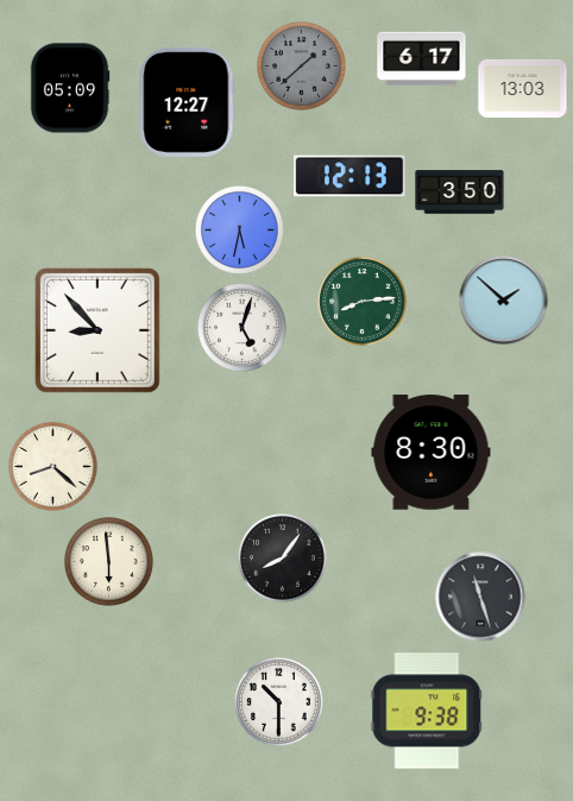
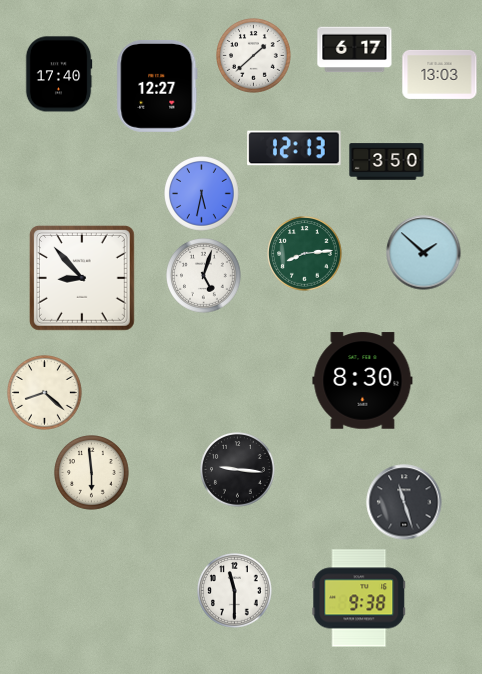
clock at (302, 67) dial: grey -> white
clock at (70, 88): 05:09 -> 17:40
clock at (283, 559): 8:06 -> 9:16
clock at (279, 702): 10:30 -> 11:30
